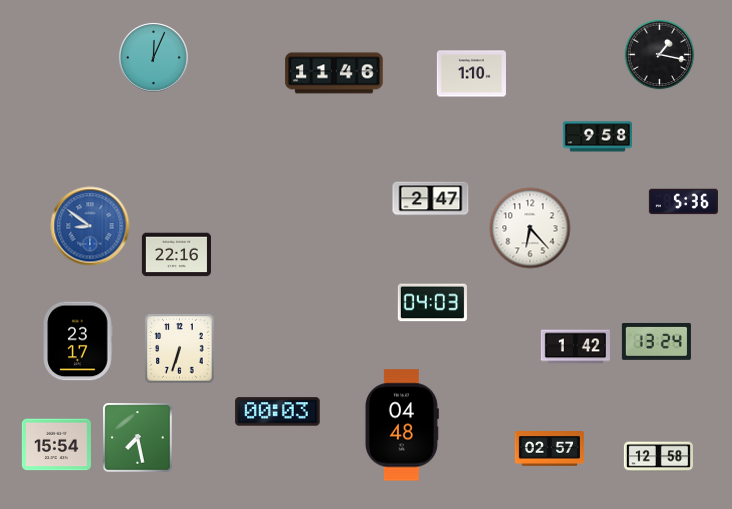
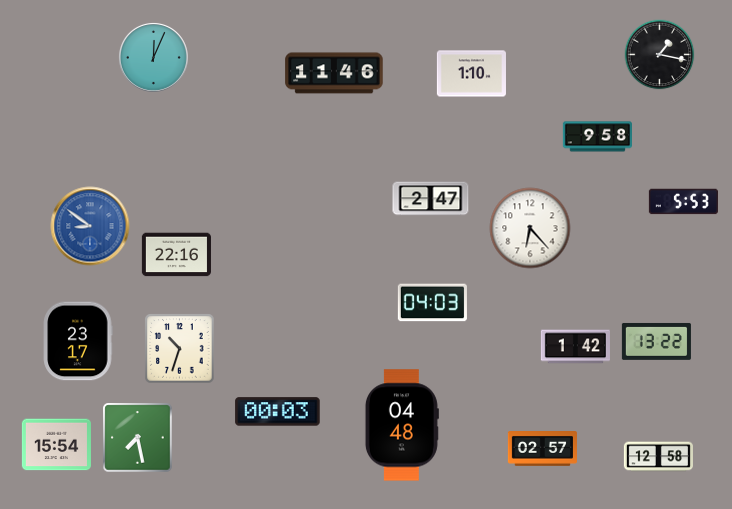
clock at (683, 202): 5:36 -> 5:53
clock at (656, 341): 13:24 -> 13:22
clock at (180, 349): 6:33 -> 10:33
clock at (549, 449) position: (549, 449) -> (542, 449)
